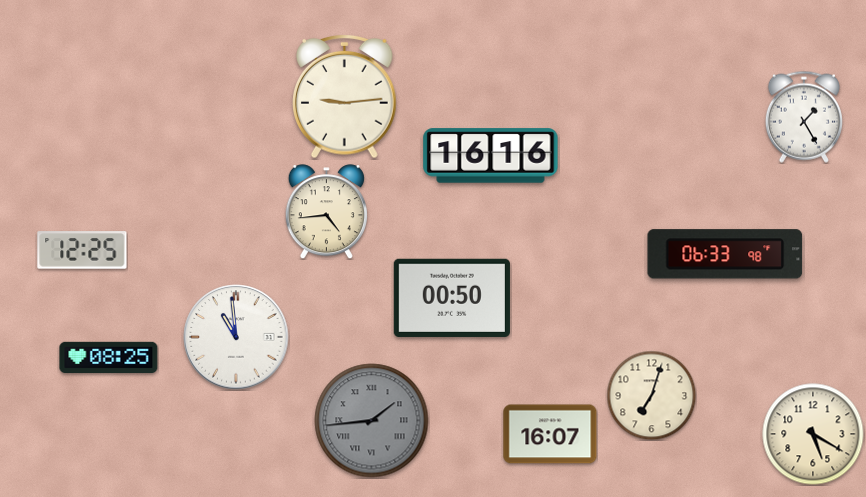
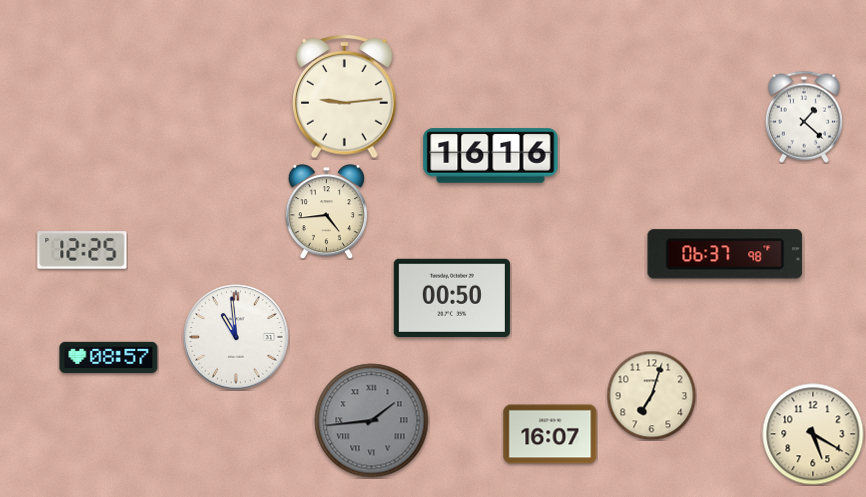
clock at (804, 117): 1:25 -> 1:22
clock at (725, 254): 06:33 -> 06:37
clock at (109, 357): 08:25 -> 08:57
